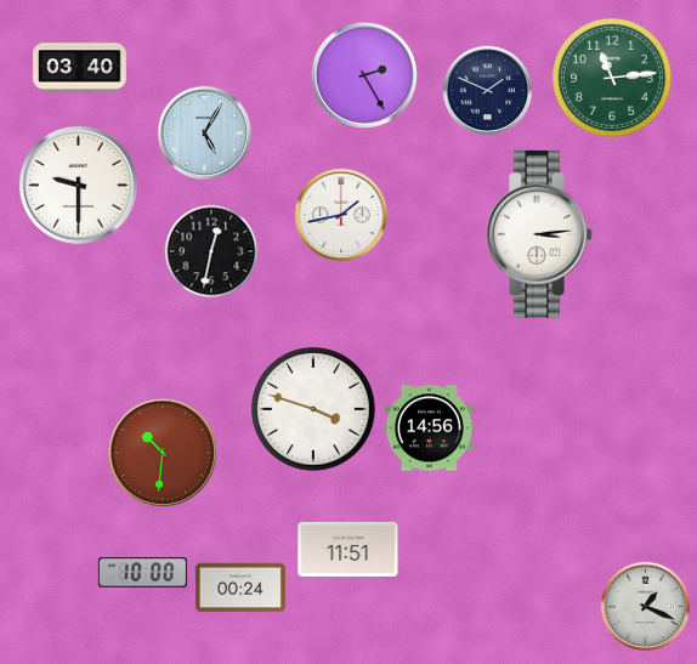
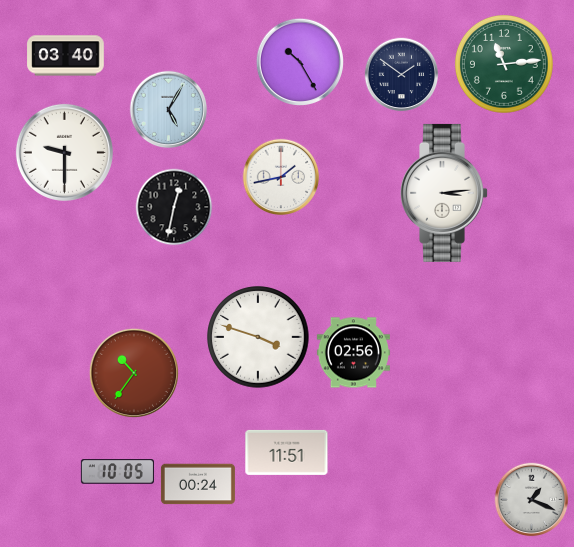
clock at (364, 75): 2:25 -> 10:25
clock at (488, 91): 1:49 -> 1:51
clock at (429, 429): 14:56 -> 02:56
clock at (163, 453): 10:31 -> 10:36
clock at (142, 573): 10:00 -> 10:05
